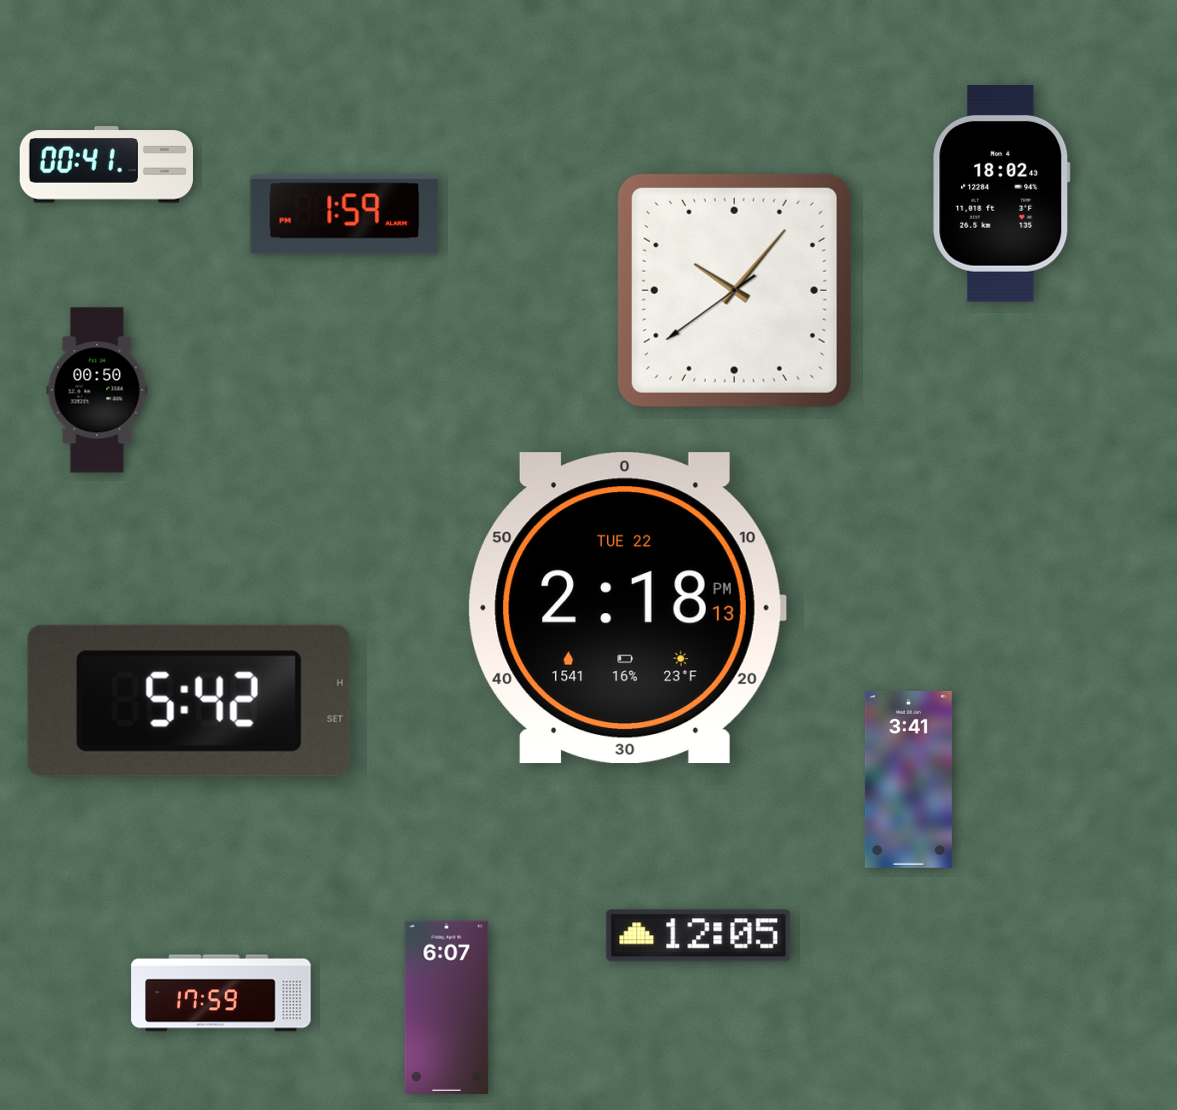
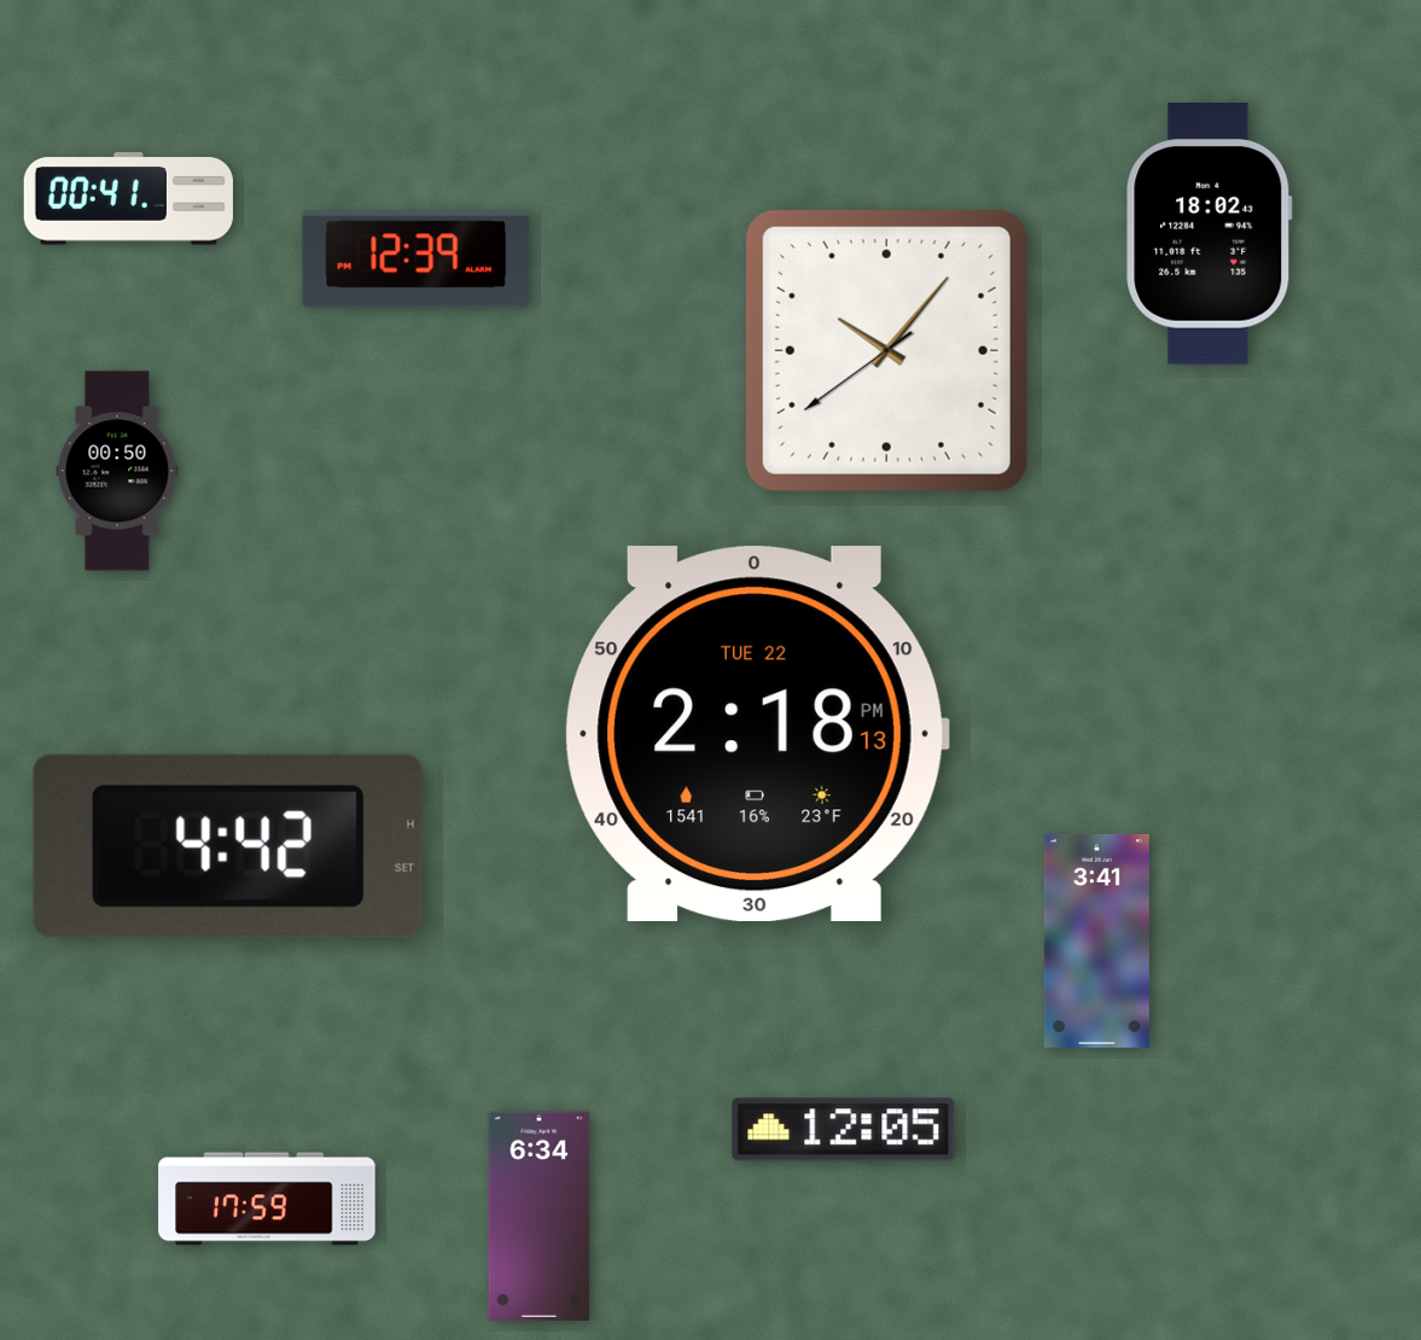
clock at (345, 215): 1:59 -> 12:39
clock at (189, 701): 5:42 -> 4:42
clock at (447, 1007): 6:07 -> 6:34
